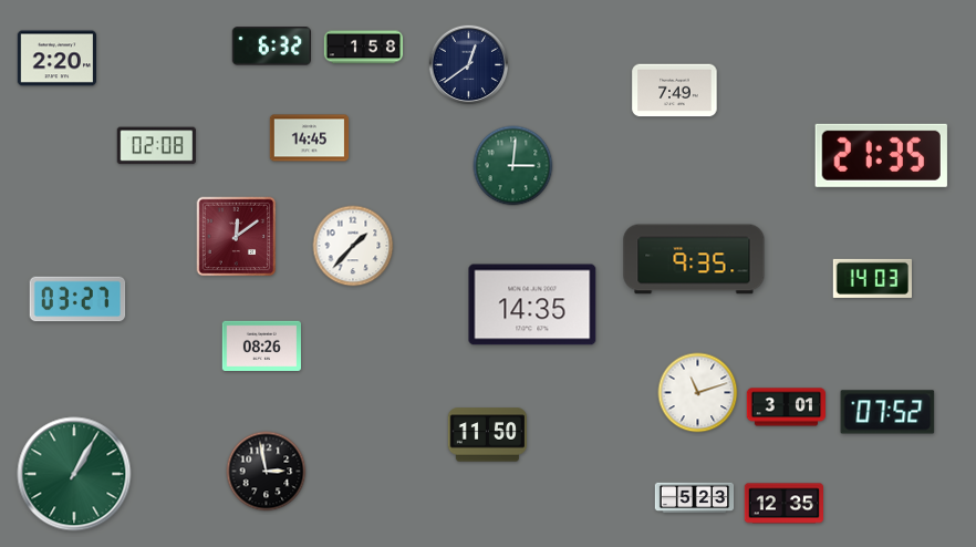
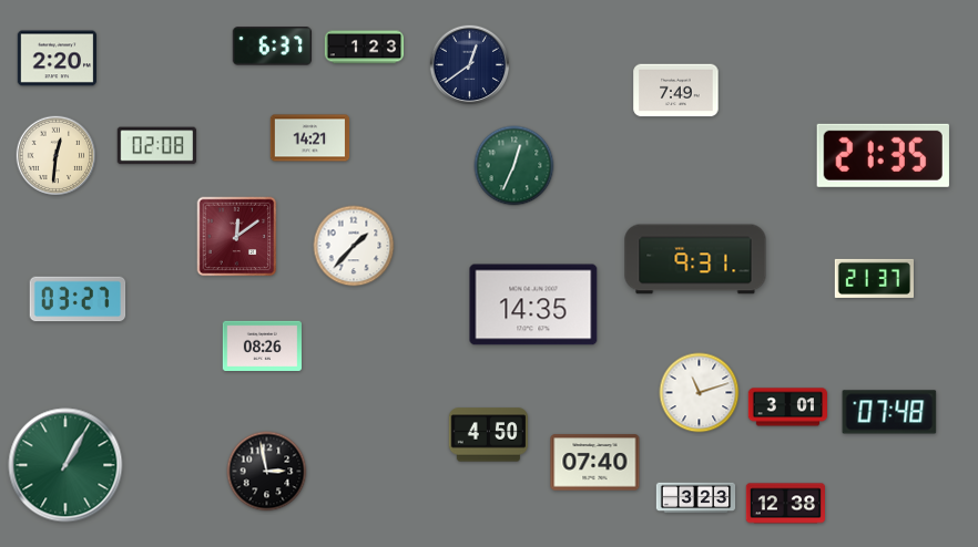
clock at (271, 47): 6:32 -> 6:37
clock at (364, 48): 1:58 -> 1:23
clock at (310, 138): 14:45 -> 14:21
clock at (57, 156): none -> 12:31
clock at (513, 166): 3:01 -> 12:34
clock at (694, 259): 9:35 -> 9:31
clock at (872, 278): 14:03 -> 21:37
clock at (887, 412): 07:52 -> 07:48
clock at (487, 435): 11:50 -> 4:50
clock at (595, 463): none -> 07:40
clock at (74, 474) position: (74, 474) -> (65, 465)
clock at (695, 498): 5:23 -> 3:23
clock at (783, 504): 12:35 -> 12:38
